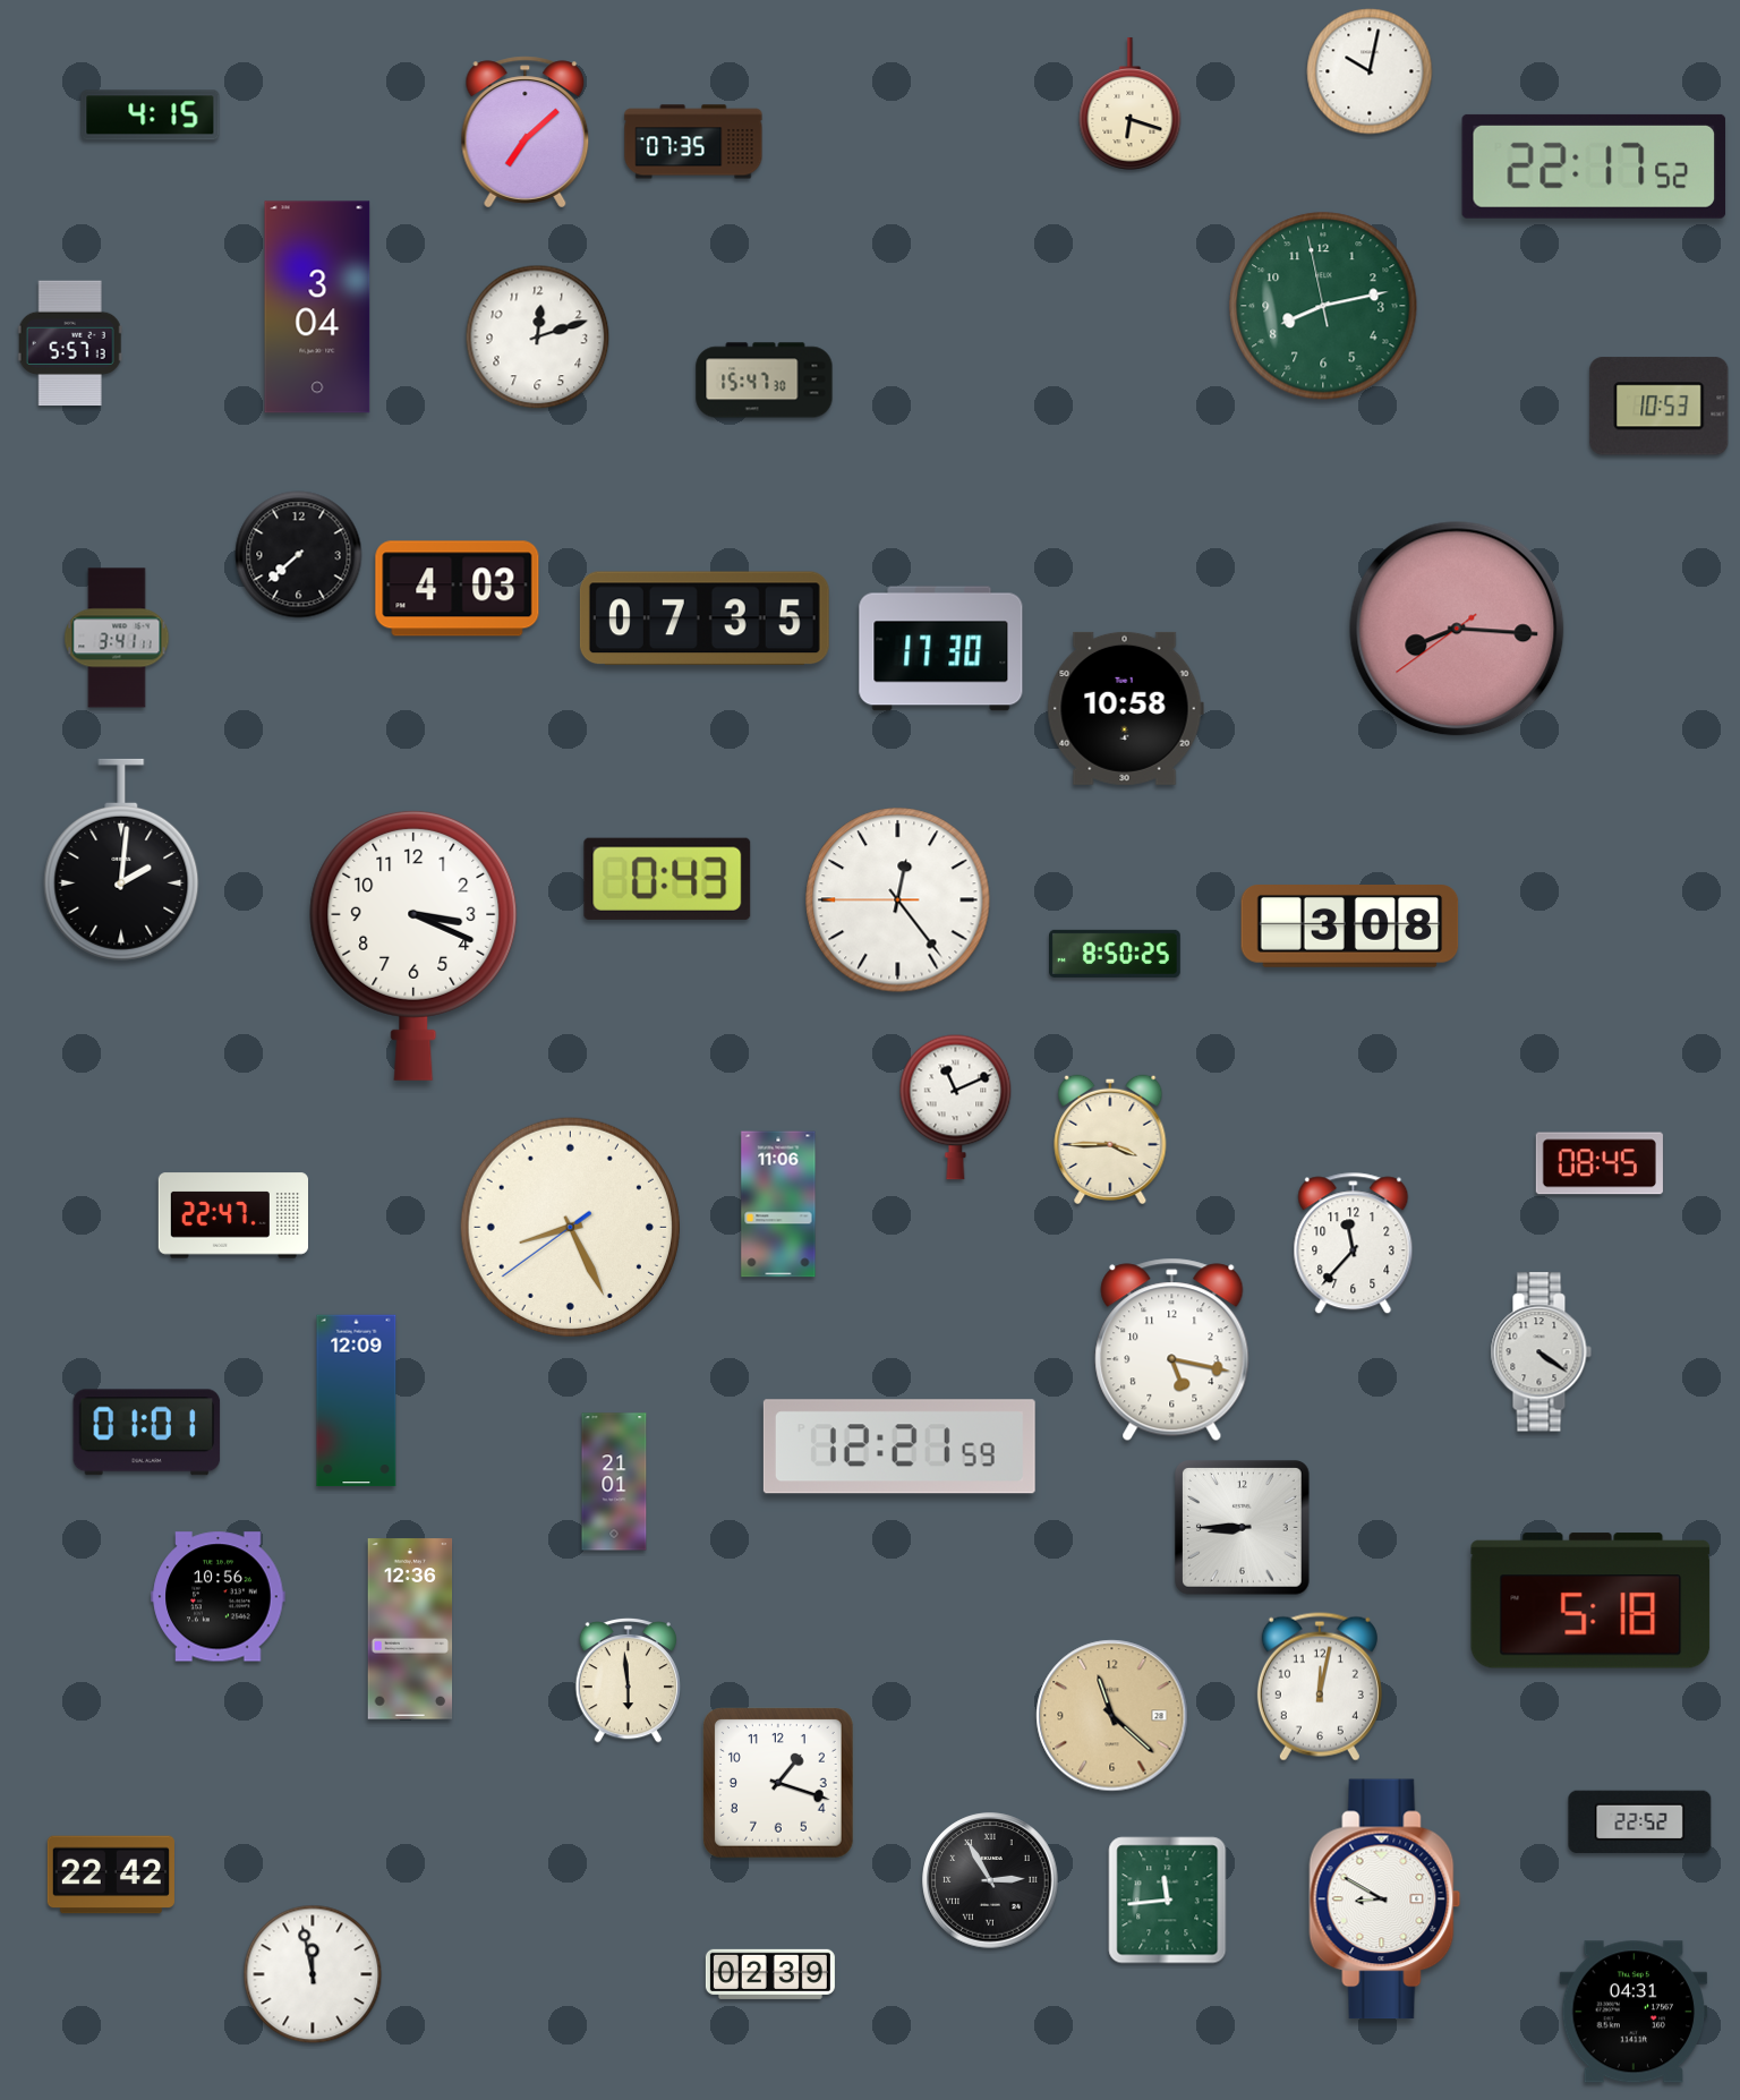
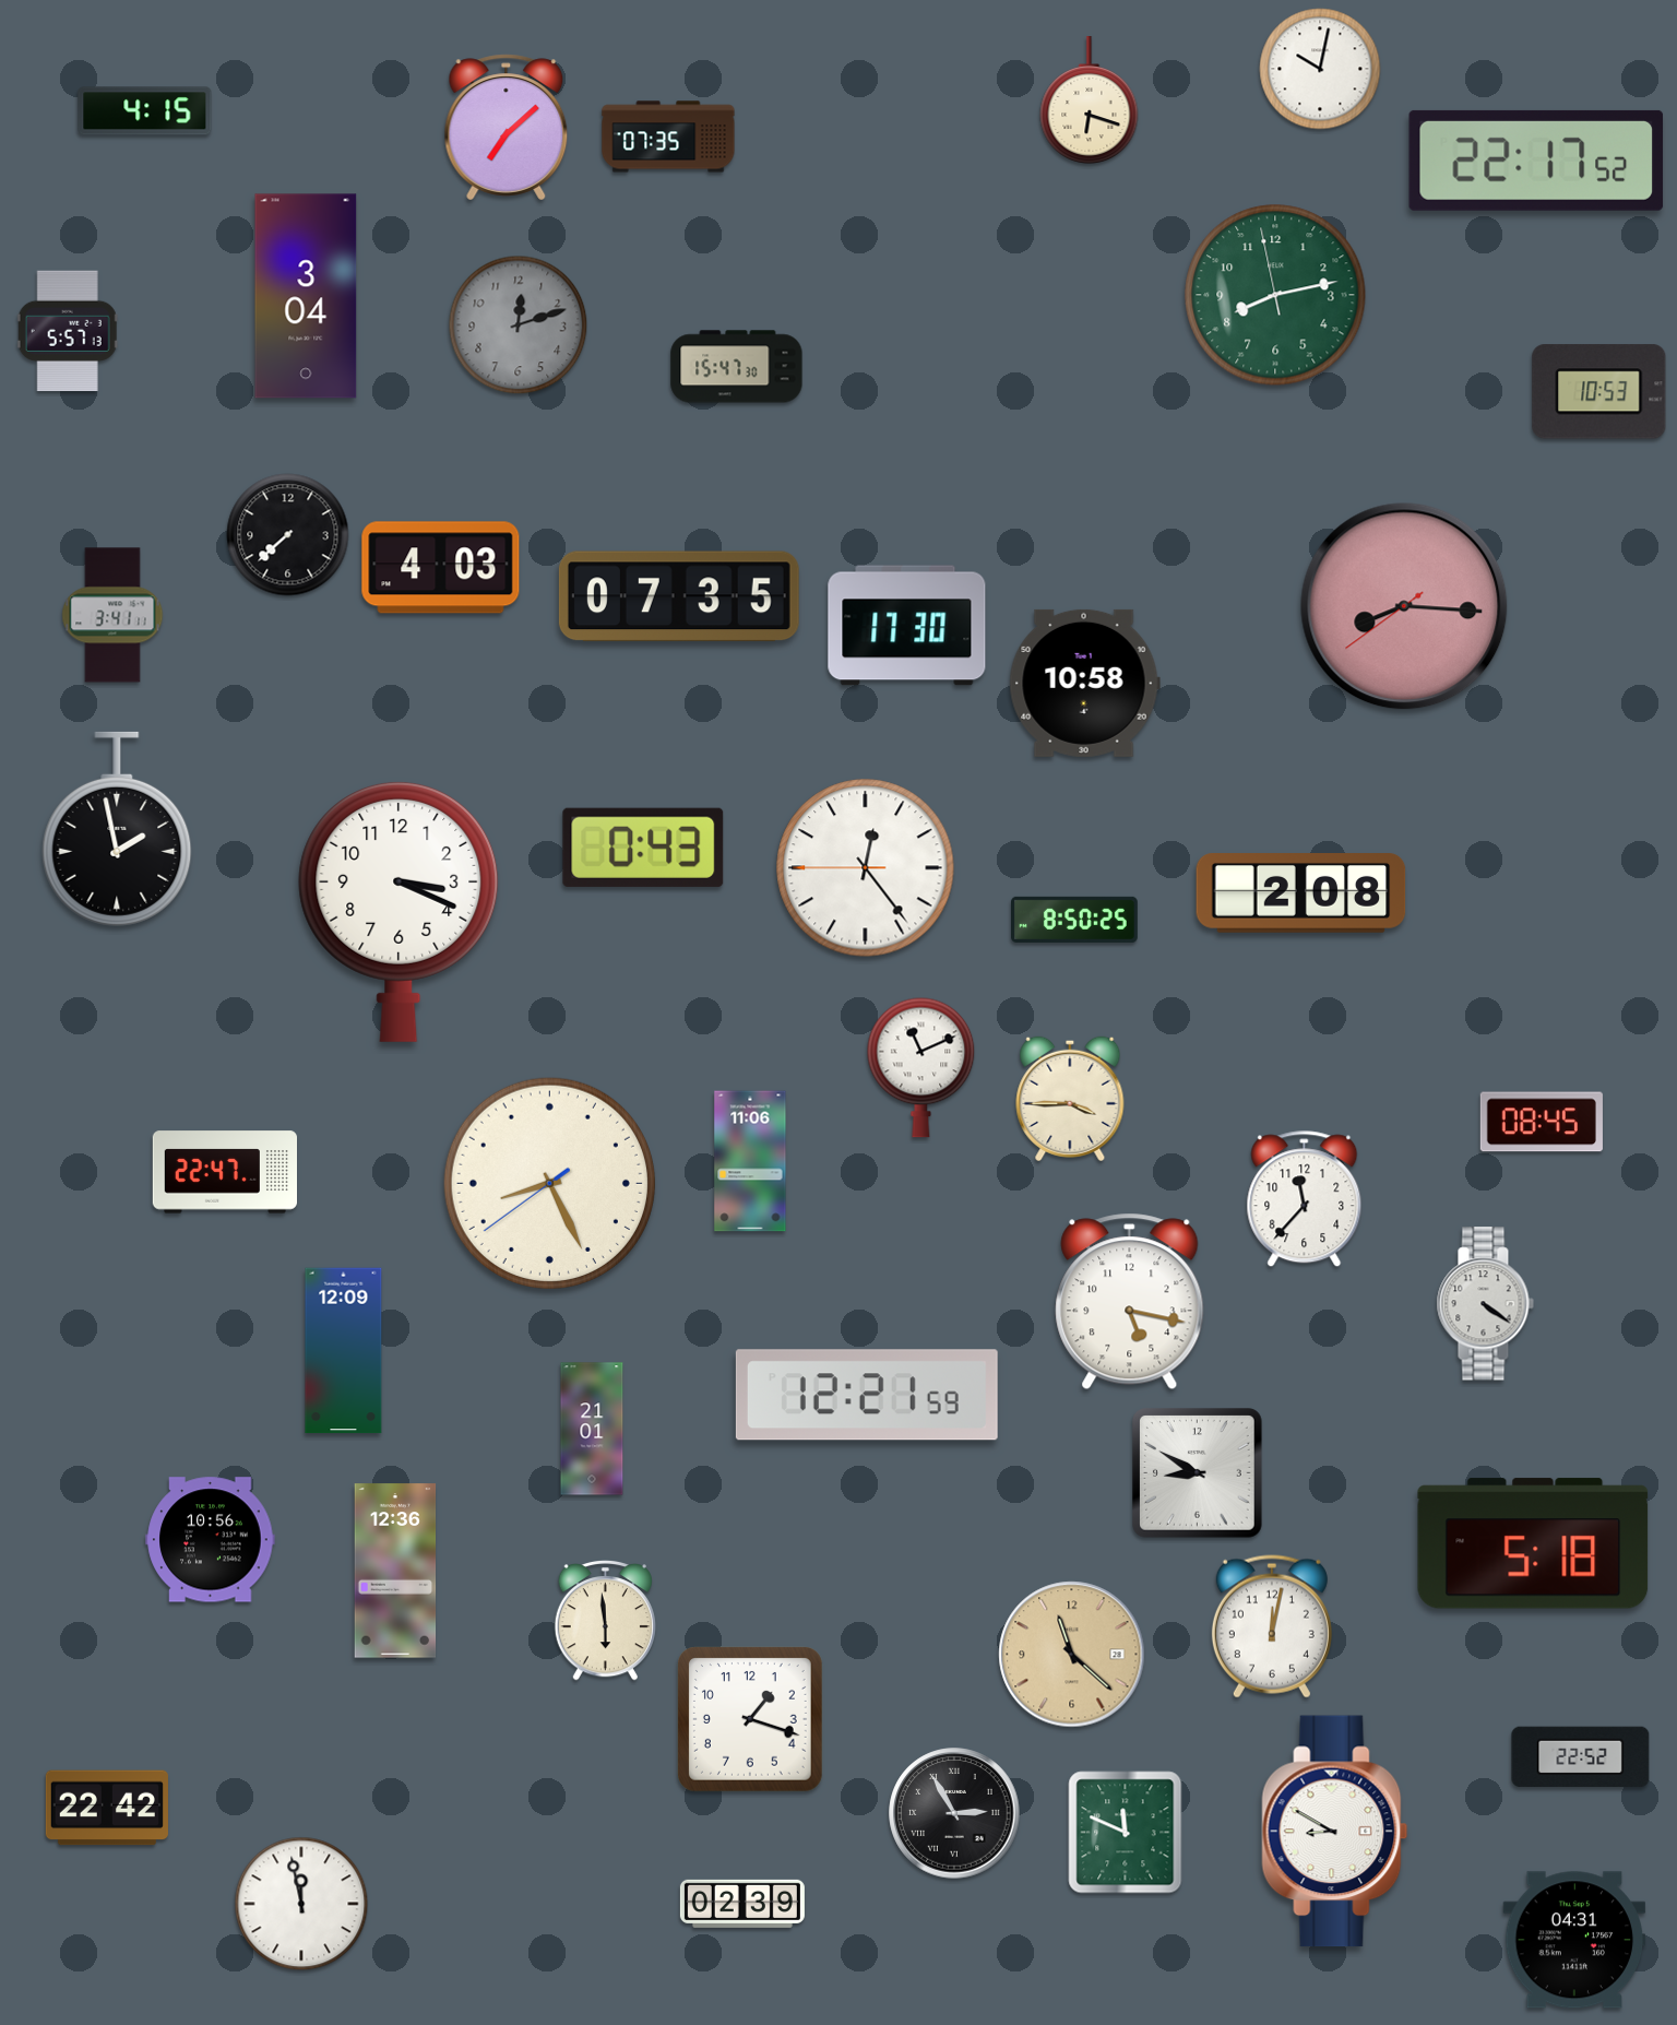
clock at (538, 338) dial: white -> grey
clock at (121, 860): 2:01 -> 1:58
clock at (1350, 927): 3:08 -> 2:08
clock at (147, 1433): 01:01 -> none
clock at (1243, 1528): 8:45 -> 8:50
clock at (1168, 1901): 11:44 -> 11:49
